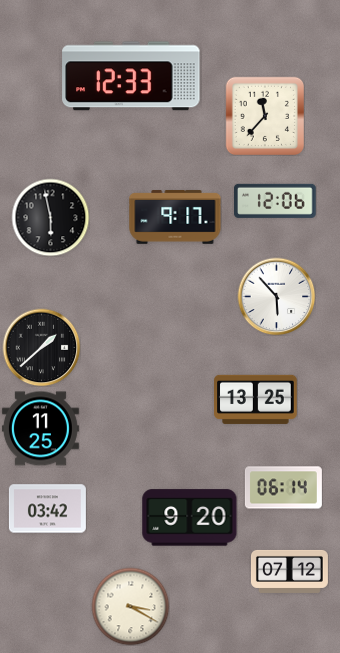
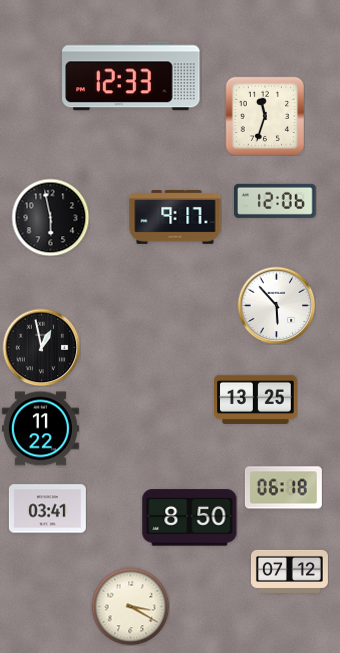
clock at (264, 115): 11:37 -> 11:33
clock at (276, 296) position: (276, 296) -> (276, 305)
clock at (41, 347): 1:38 -> 12:58
clock at (40, 429): 11:25 -> 11:22
clock at (283, 488): 06:14 -> 06:18
clock at (47, 509): 03:42 -> 03:41
clock at (190, 518): 9:20 -> 8:50
